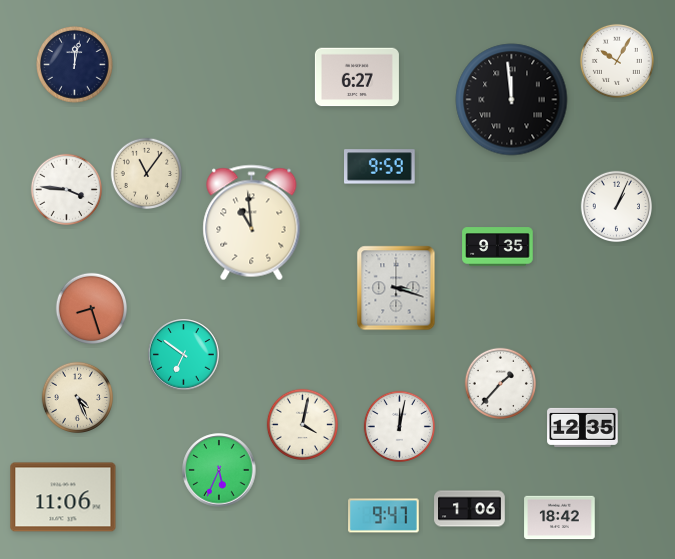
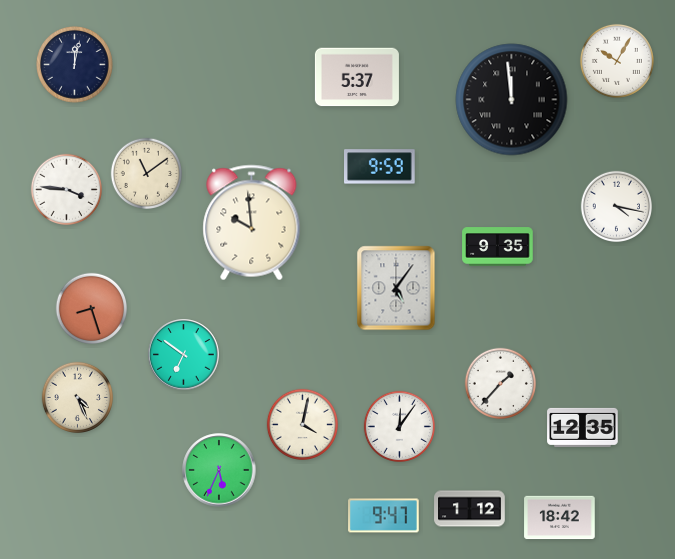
clock at (357, 77): 6:27 -> 5:37
clock at (146, 173): 11:06 -> 11:09
clock at (616, 206): 1:04 -> 4:17
clock at (252, 223): 10:59 -> 9:59
clock at (396, 288): 3:18 -> 5:06
clock at (399, 426): 12:02 -> 12:06
clock at (63, 497): 11:06 -> none
clock at (470, 509): 1:06 -> 1:12
